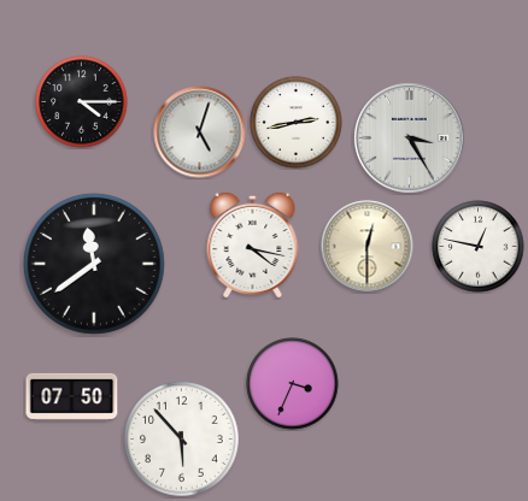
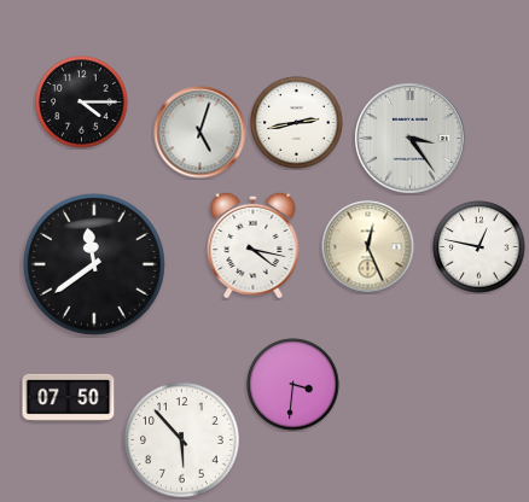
clock at (410, 138): 3:25 -> 3:24
clock at (368, 247): 12:30 -> 12:26
clock at (293, 384): 3:34 -> 3:31
clock at (72, 396) position: (72, 396) -> (69, 397)
